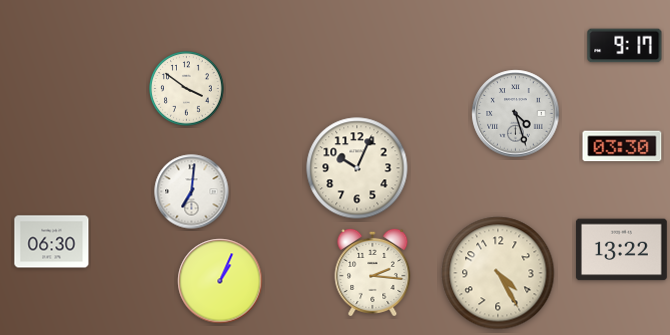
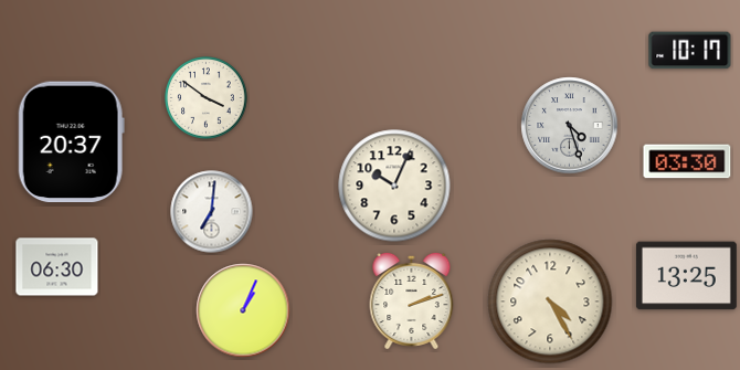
clock at (625, 46): 9:17 -> 10:17
clock at (71, 142): none -> 20:37
clock at (621, 250): 13:22 -> 13:25
clock at (373, 272): 2:16 -> 2:12
